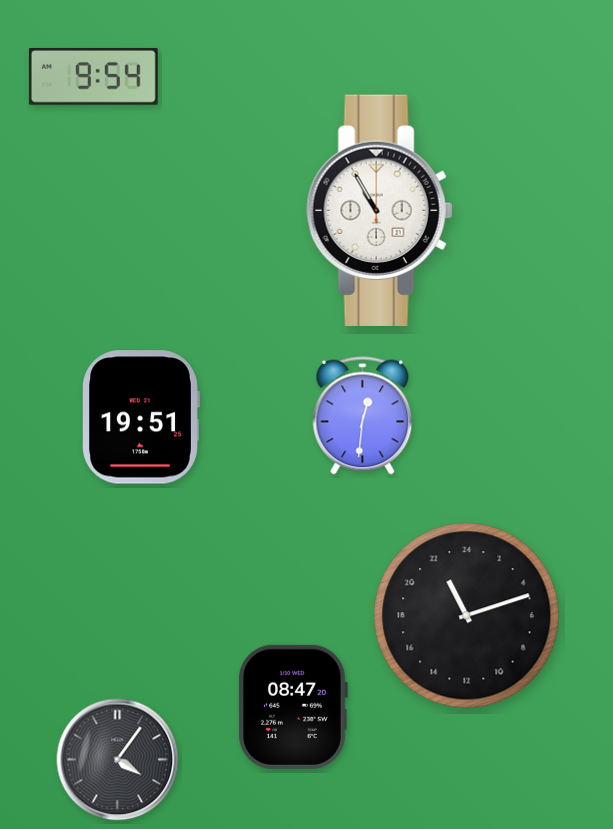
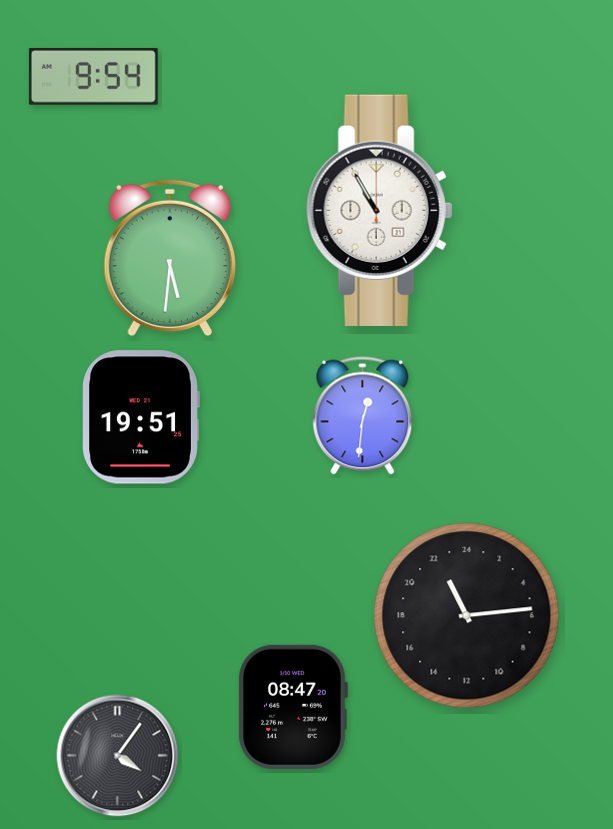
clock at (170, 258): none -> 5:31
clock at (467, 616): 22:12 -> 22:14
clock at (118, 760) position: (118, 760) -> (118, 756)
